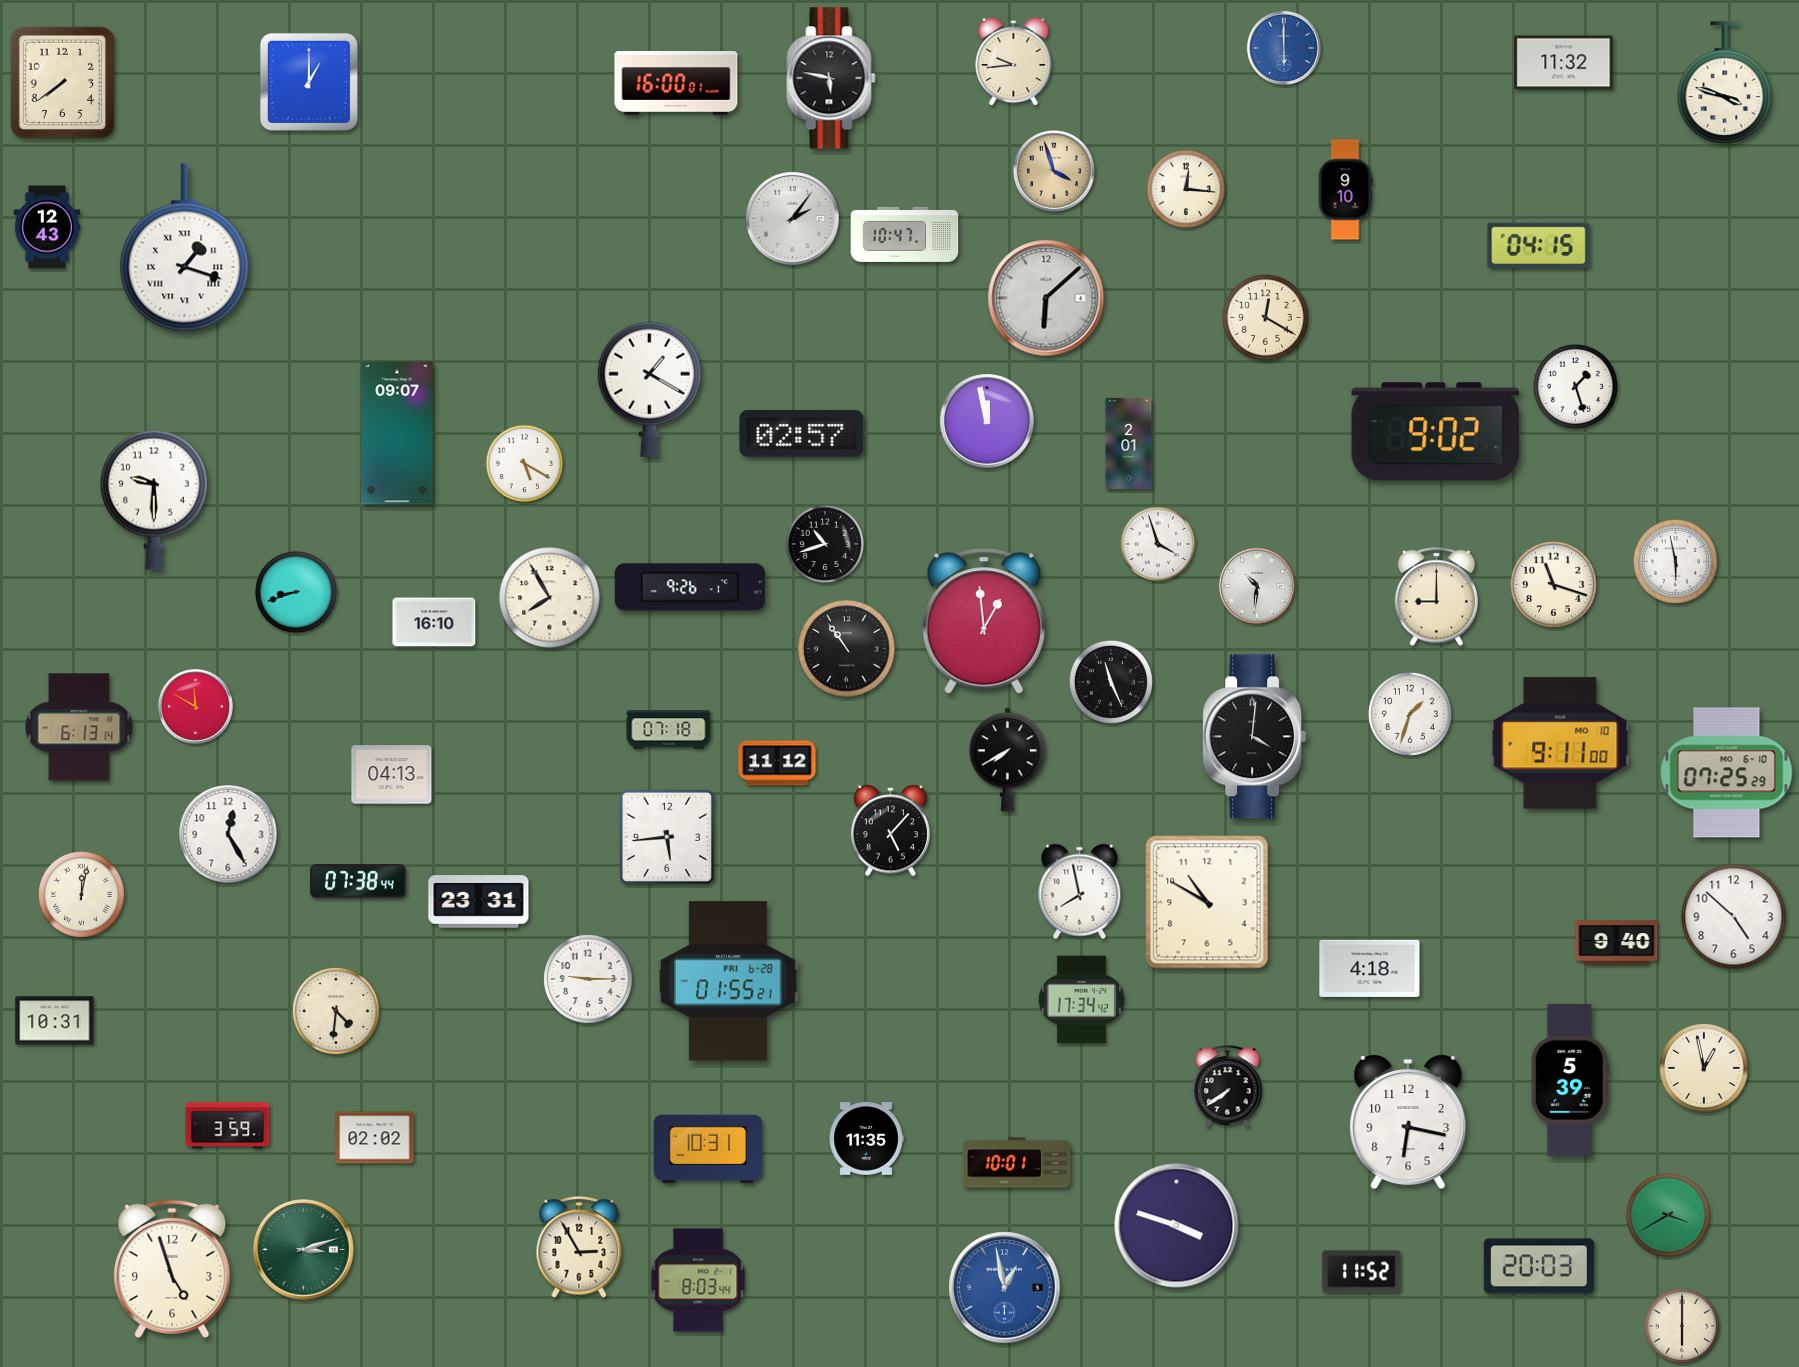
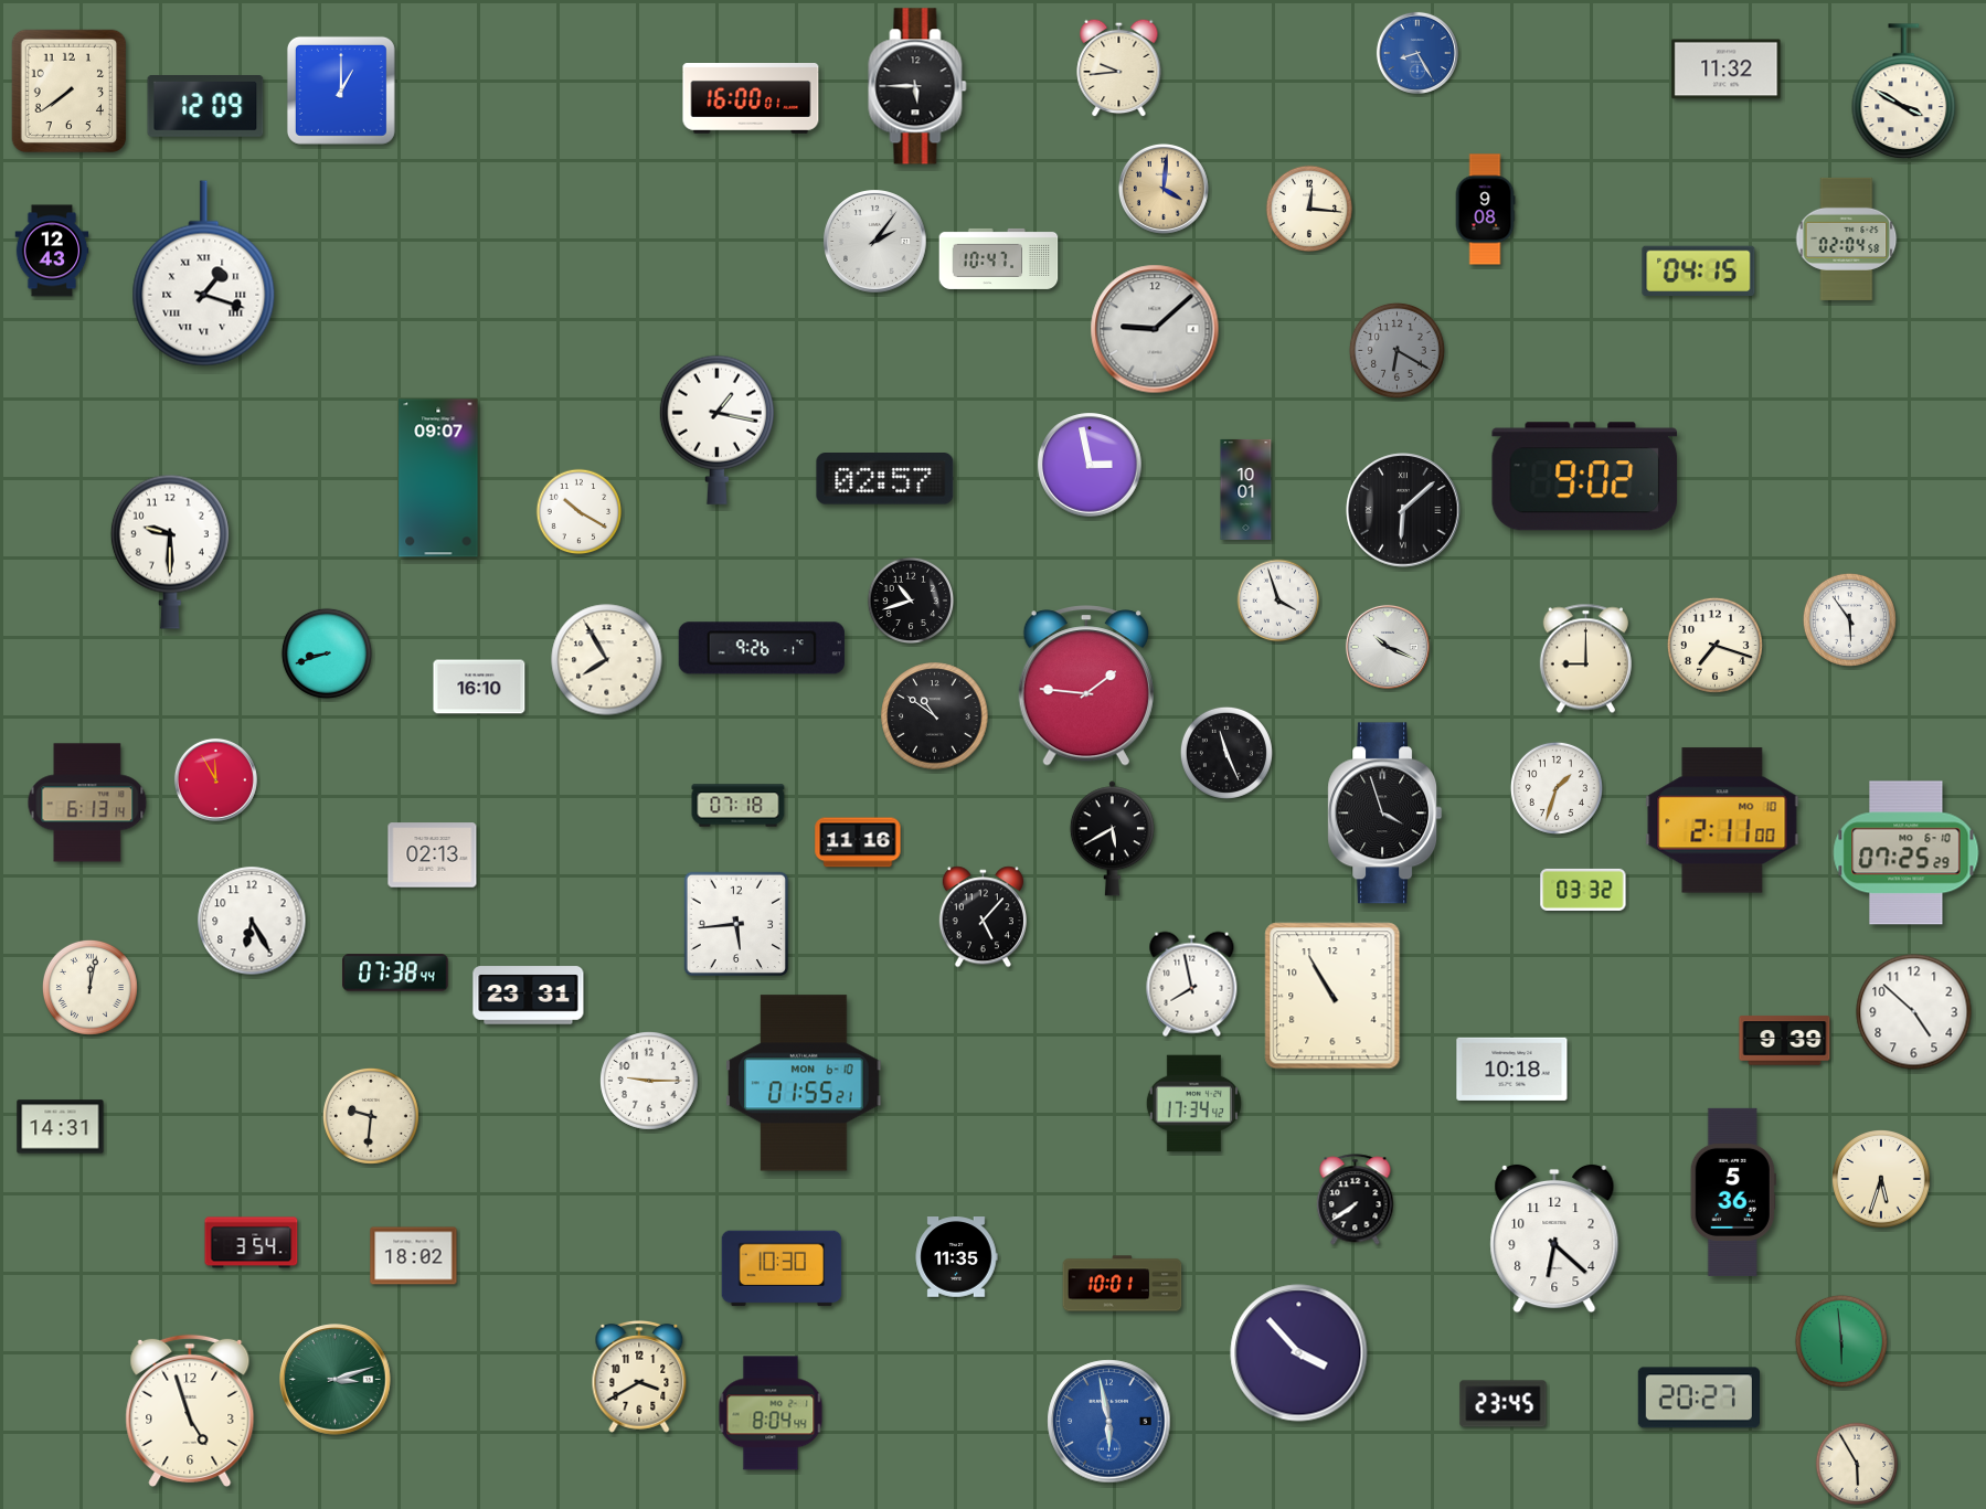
clock at (1284, 48): 6:00 -> 8:25
clock at (831, 78): 5:47 -> 5:45
clock at (1725, 82): 3:48 -> 3:50
clock at (676, 84) position: (676, 84) -> (751, 99)
clock at (205, 107): none -> 12:09
clock at (1054, 171): 3:57 -> 4:01
clock at (1345, 190): 9:10 -> 9:08
clock at (1847, 238): none -> 02:04
clock at (1046, 298): 6:08 -> 9:08
clock at (1265, 317): 12:20 -> 6:20
clock at (1265, 317) dial: cream -> grey
clock at (1575, 386): 1:27 -> none
clock at (649, 389): 1:20 -> 1:17
clock at (987, 421): 11:58 -> 2:58
clock at (1129, 443): 2:01 -> 10:01
clock at (1403, 510): none -> 6:08
clock at (525, 464): 5:20 -> 10:20
clock at (1675, 561): 5:58 -> 5:54
clock at (1553, 584): 11:18 -> 7:18
clock at (1257, 586): 10:31 -> 10:19
clock at (984, 621): 12:59 -> 1:46
clock at (847, 649): 10:54 -> 10:51
clock at (195, 706): 11:50 -> 11:55
clock at (1255, 737): 4:01 -> 3:57
clock at (1560, 743): 9:11 -> 2:11
clock at (1007, 760): 7:40 -> 5:40
clock at (777, 763): 11:12 -> 11:16
clock at (392, 775): 04:13 -> 02:13
clock at (1583, 890): none -> 03:32
clock at (228, 834): 12:25 -> 6:25
clock at (1207, 902): 10:50 -> 10:55
clock at (1617, 943): 9:40 -> 9:39
clock at (1370, 968): 4:18 -> 10:18
clock at (728, 981) date: FRI 6-28 -> MON 6-10
clock at (336, 1011): 4:31 -> 9:31
clock at (55, 1021): 10:31 -> 14:31
clock at (1705, 1069): 12:58 -> 5:33
clock at (1570, 1080): 5:39 -> 5:36
clock at (1408, 1122): 6:17 -> 6:22
clock at (228, 1126): 3:59 -> 3:54
clock at (375, 1138): 02:02 -> 18:02
clock at (708, 1149): 10:31 -> 10:30
clock at (1668, 1215): 3:40 -> 5:59
clock at (1177, 1226): 3:48 -> 3:53
clock at (579, 1247): 2:55 -> 3:40
clock at (1539, 1266): 20:03 -> 20:27
clock at (172, 1269) position: (172, 1269) -> (190, 1411)
clock at (1362, 1272): 11:52 -> 23:45
clock at (698, 1280): 8:03 -> 8:04
clock at (1005, 1288): 12:58 -> 5:58
clock at (1682, 1326): 6:00 -> 5:55
